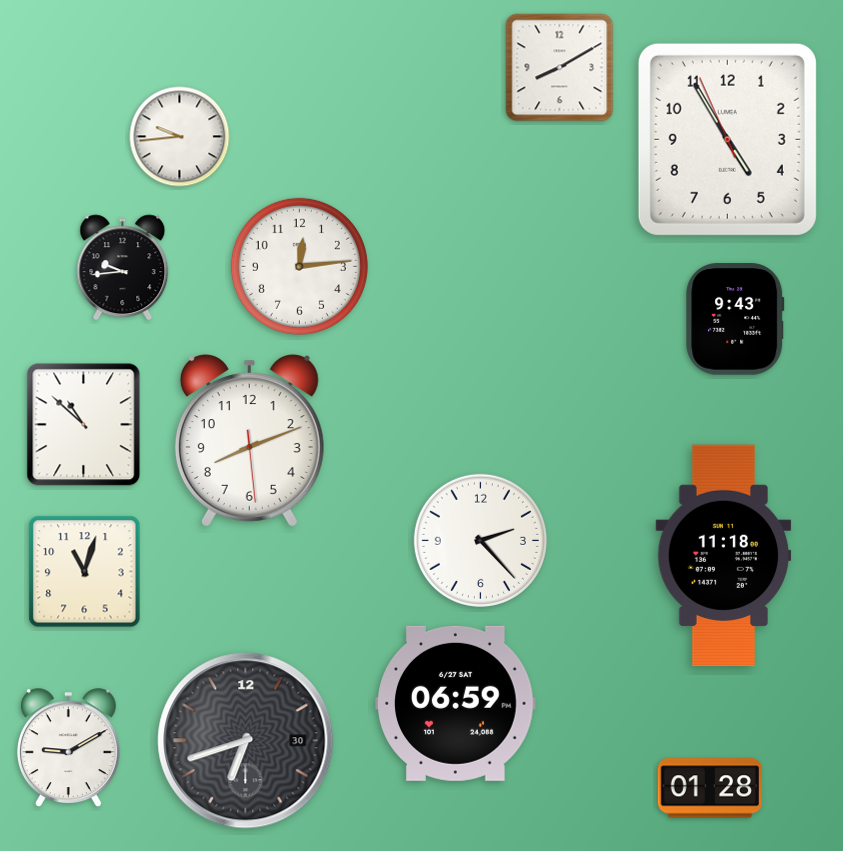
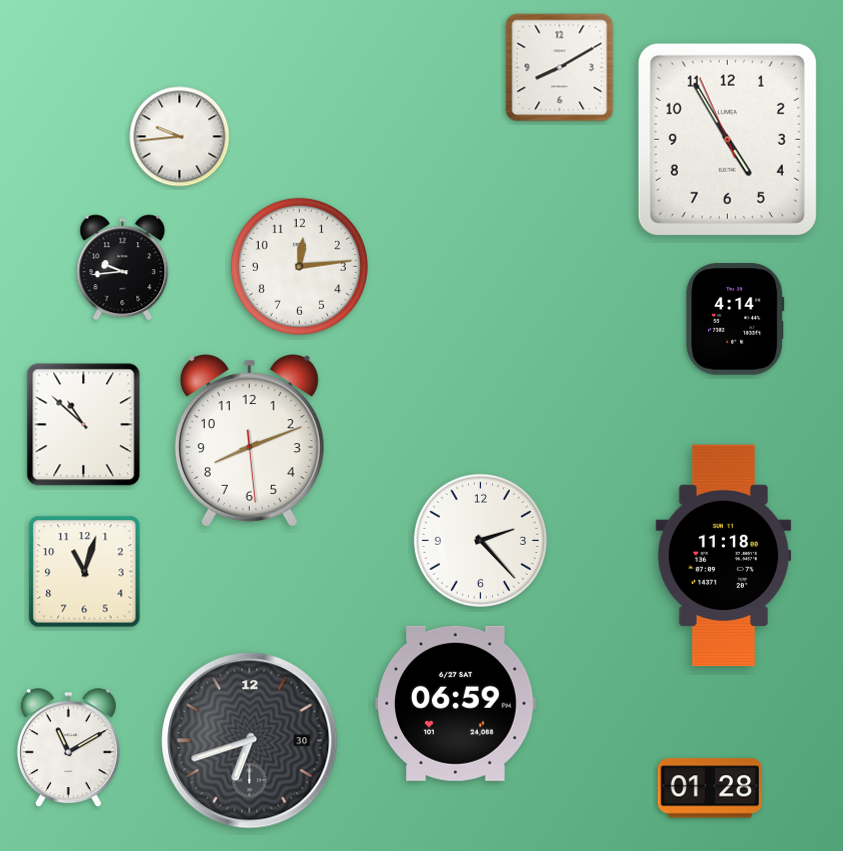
clock at (735, 319): 9:43 -> 4:14
clock at (246, 741) position: (246, 741) -> (250, 741)
clock at (68, 748): 9:10 -> 11:10
